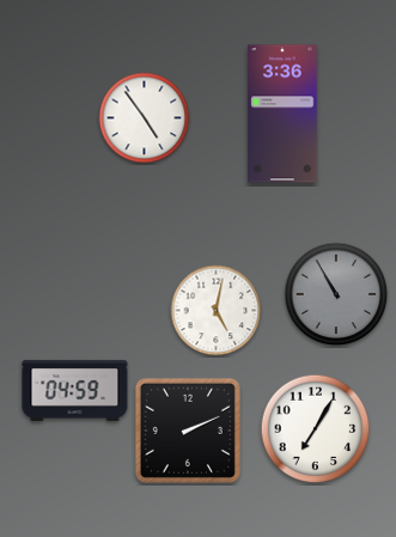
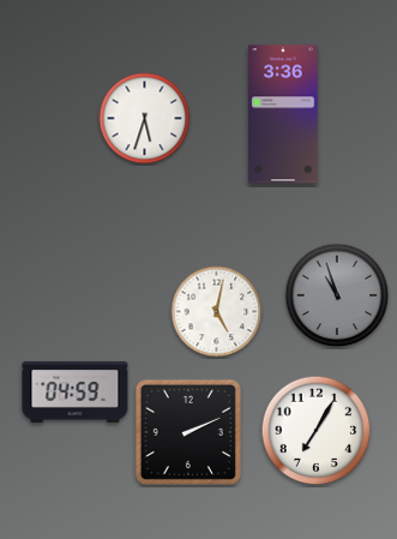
clock at (145, 118): 4:54 -> 5:33
clock at (336, 294): 10:55 -> 10:57
